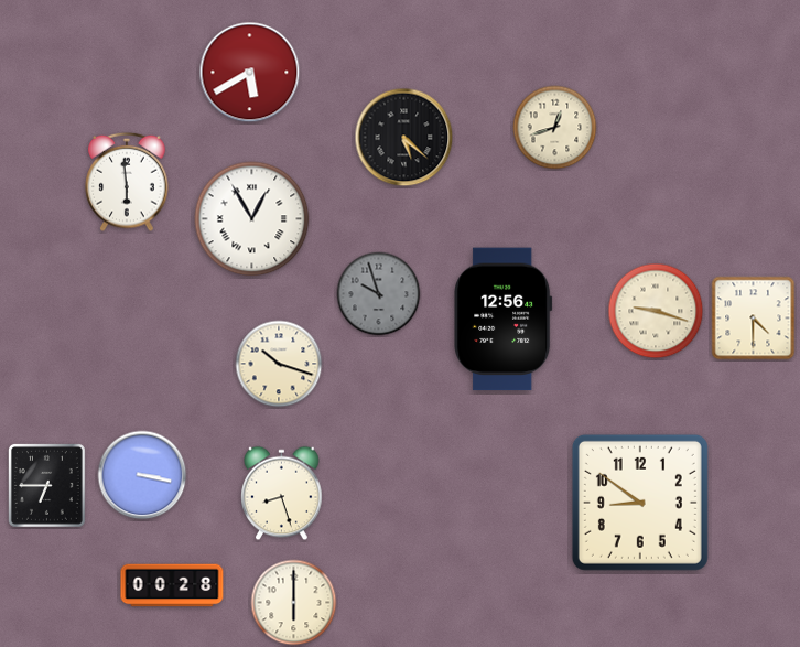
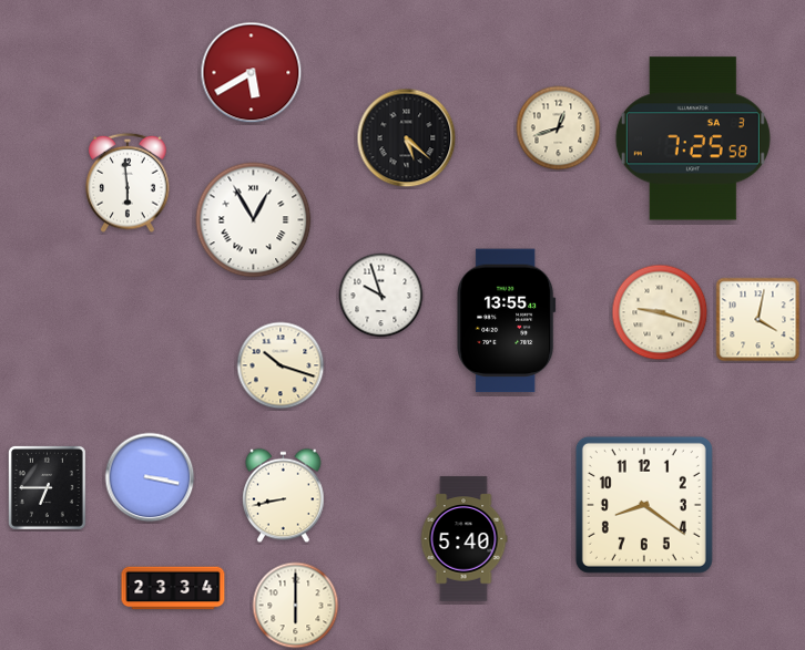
clock at (693, 138): none -> 7:25
clock at (379, 294) dial: grey -> white
clock at (754, 319): 4:30 -> 4:02
clock at (504, 320): 12:56 -> 13:55
clock at (142, 475) position: (142, 475) -> (150, 477)
clock at (282, 494): 8:27 -> 8:43
clock at (640, 503): 8:51 -> 8:21
clock at (463, 539): none -> 5:40
clock at (172, 585): 00:28 -> 23:34
